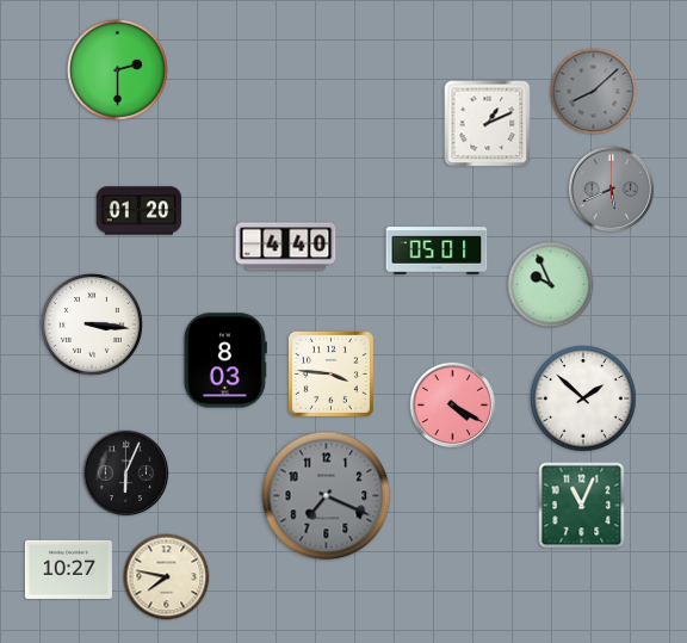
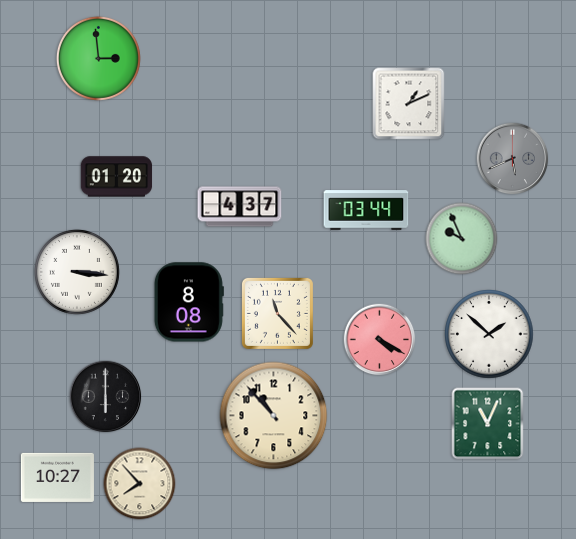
clock at (117, 69): 2:30 -> 2:59
clock at (594, 92): 8:08 -> none
clock at (286, 247): 4:40 -> 4:37
clock at (437, 251): 05:01 -> 03:44
clock at (225, 360): 8:03 -> 8:08
clock at (330, 373): 3:46 -> 11:23
clock at (126, 474): 6:04 -> 6:00
clock at (327, 496): 7:19 -> 10:53
clock at (327, 496) dial: grey -> cream
clock at (167, 577): 7:47 -> 7:53
